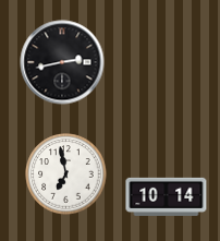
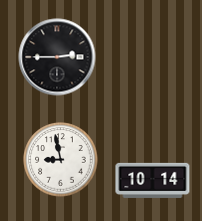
clock at (62, 62): 2:43 -> 2:45
clock at (66, 174): 6:58 -> 8:58
